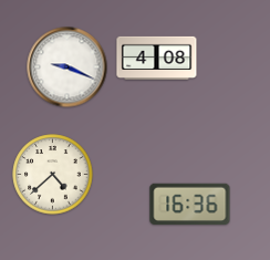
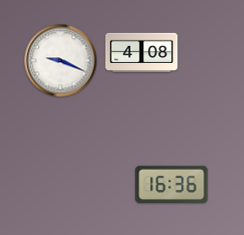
clock at (53, 175): 4:38 -> none
